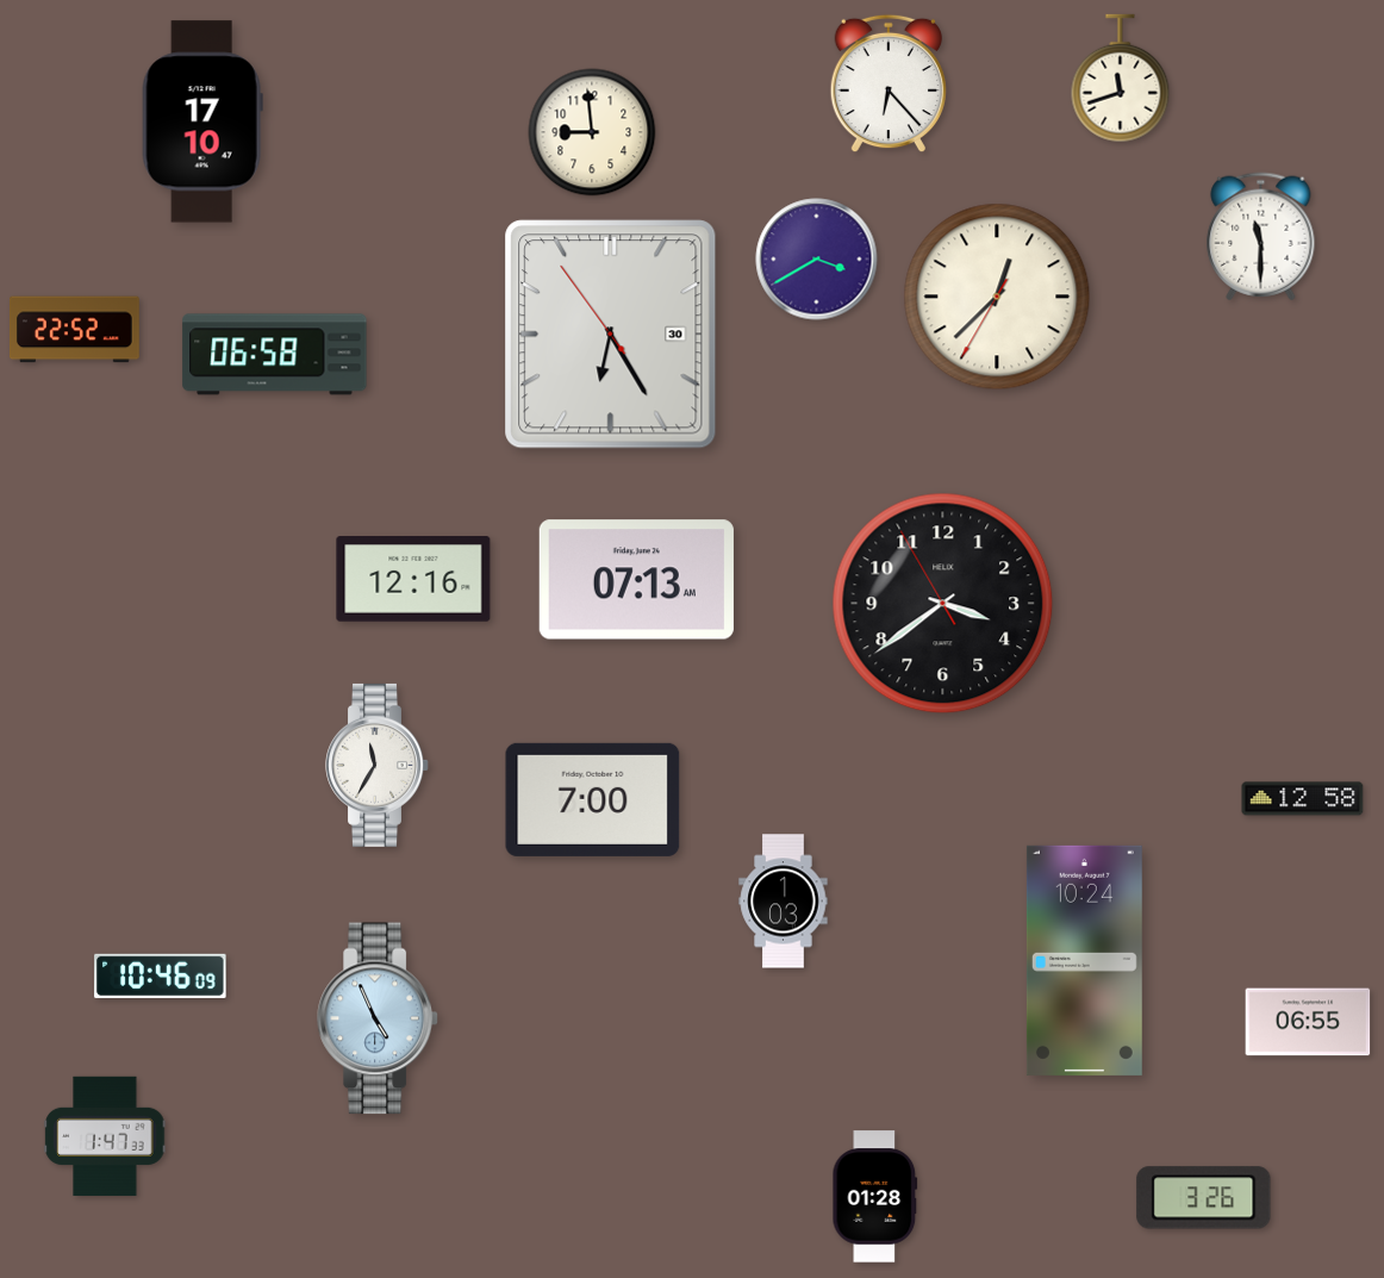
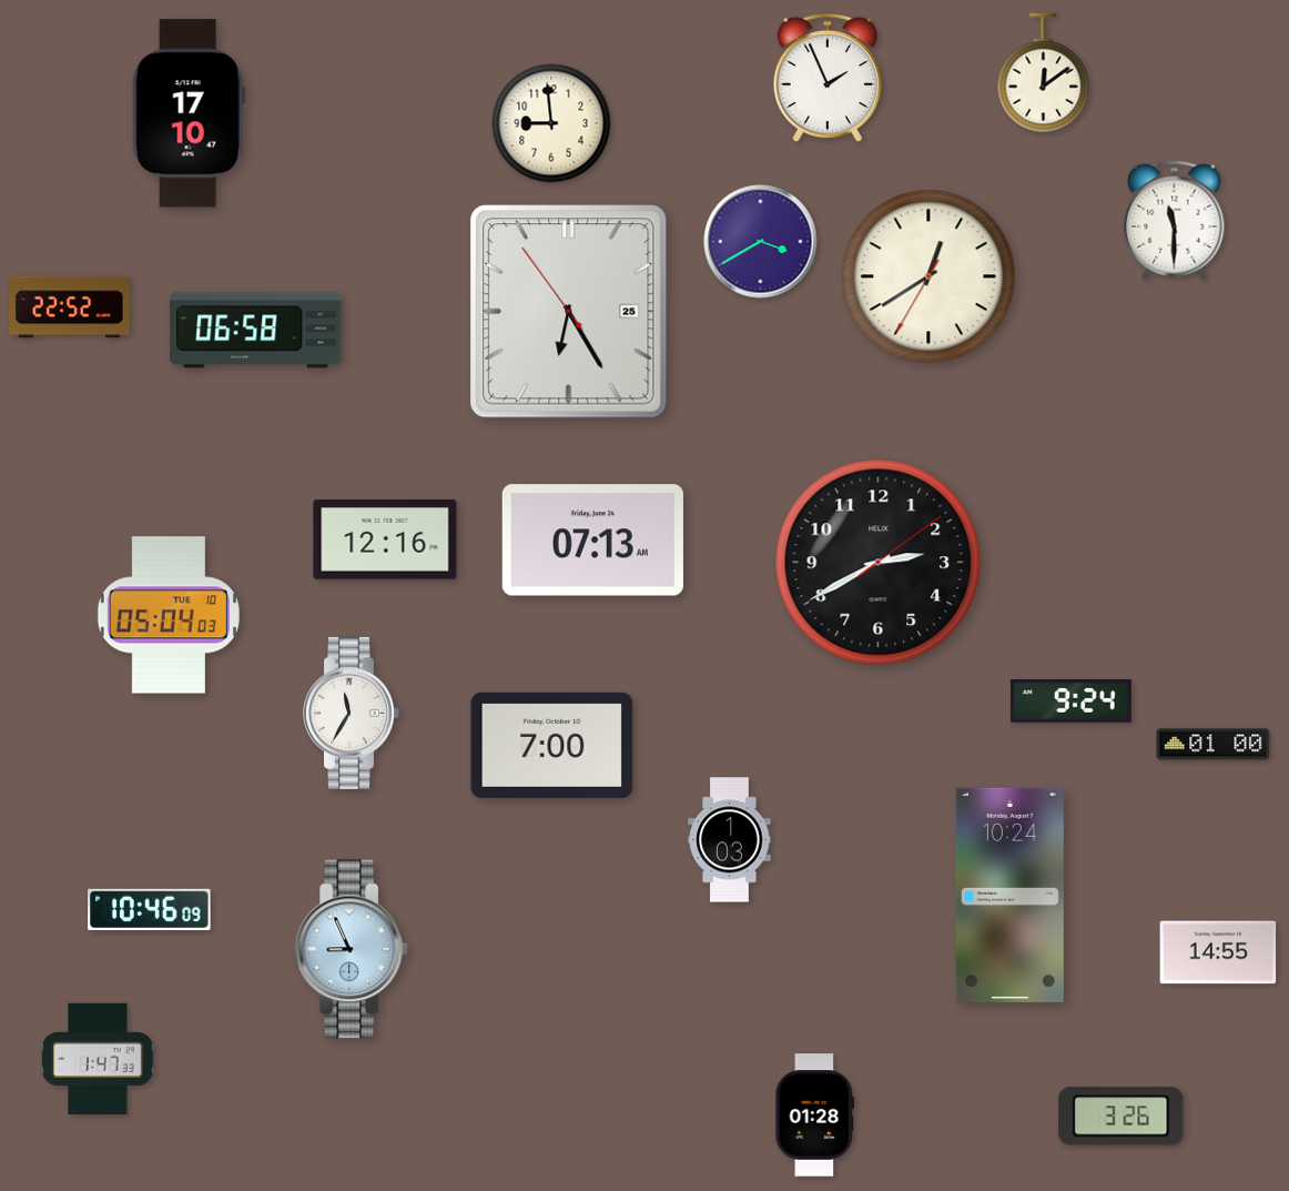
clock at (1121, 79): 11:42 -> 12:09
clock at (887, 83): 6:23 -> 1:56
clock at (997, 297): 12:37 -> 12:39
clock at (611, 335) date: 30 -> 25
clock at (943, 604): 3:38 -> 2:40
clock at (169, 615): none -> 05:04
clock at (1070, 700): none -> 9:24
clock at (1303, 799): 12:58 -> 01:00
clock at (378, 1018): 4:56 -> 8:56
clock at (1308, 1022): 06:55 -> 14:55
